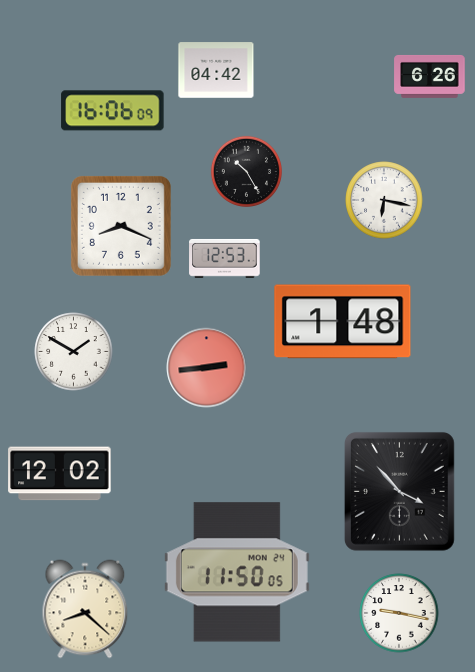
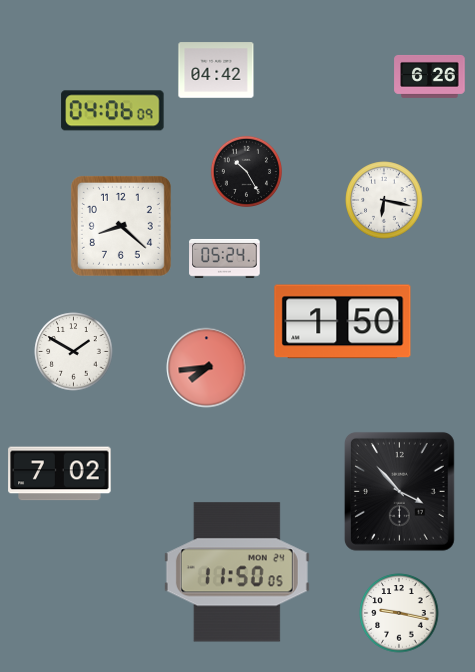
clock at (113, 111): 16:06 -> 04:06
clock at (121, 226): 8:19 -> 8:22
clock at (225, 258): 12:53 -> 05:24
clock at (343, 322): 1:48 -> 1:50
clock at (207, 368): 2:44 -> 7:44
clock at (60, 474): 12:02 -> 7:02
clock at (85, 609): 8:22 -> none
